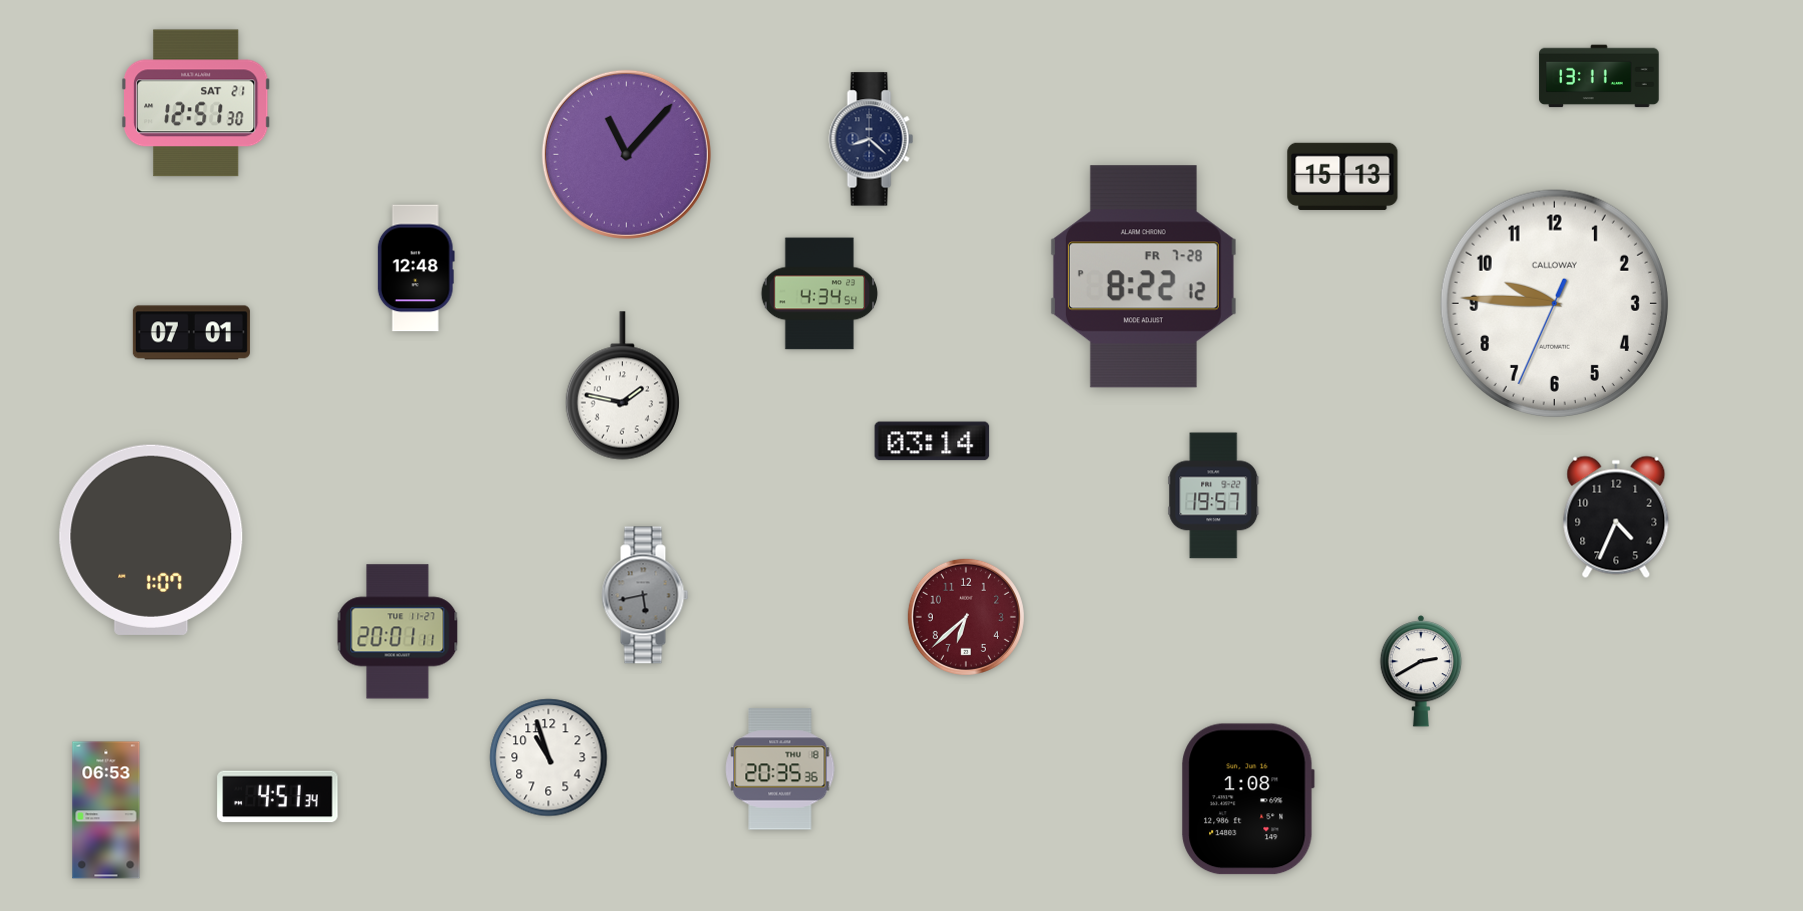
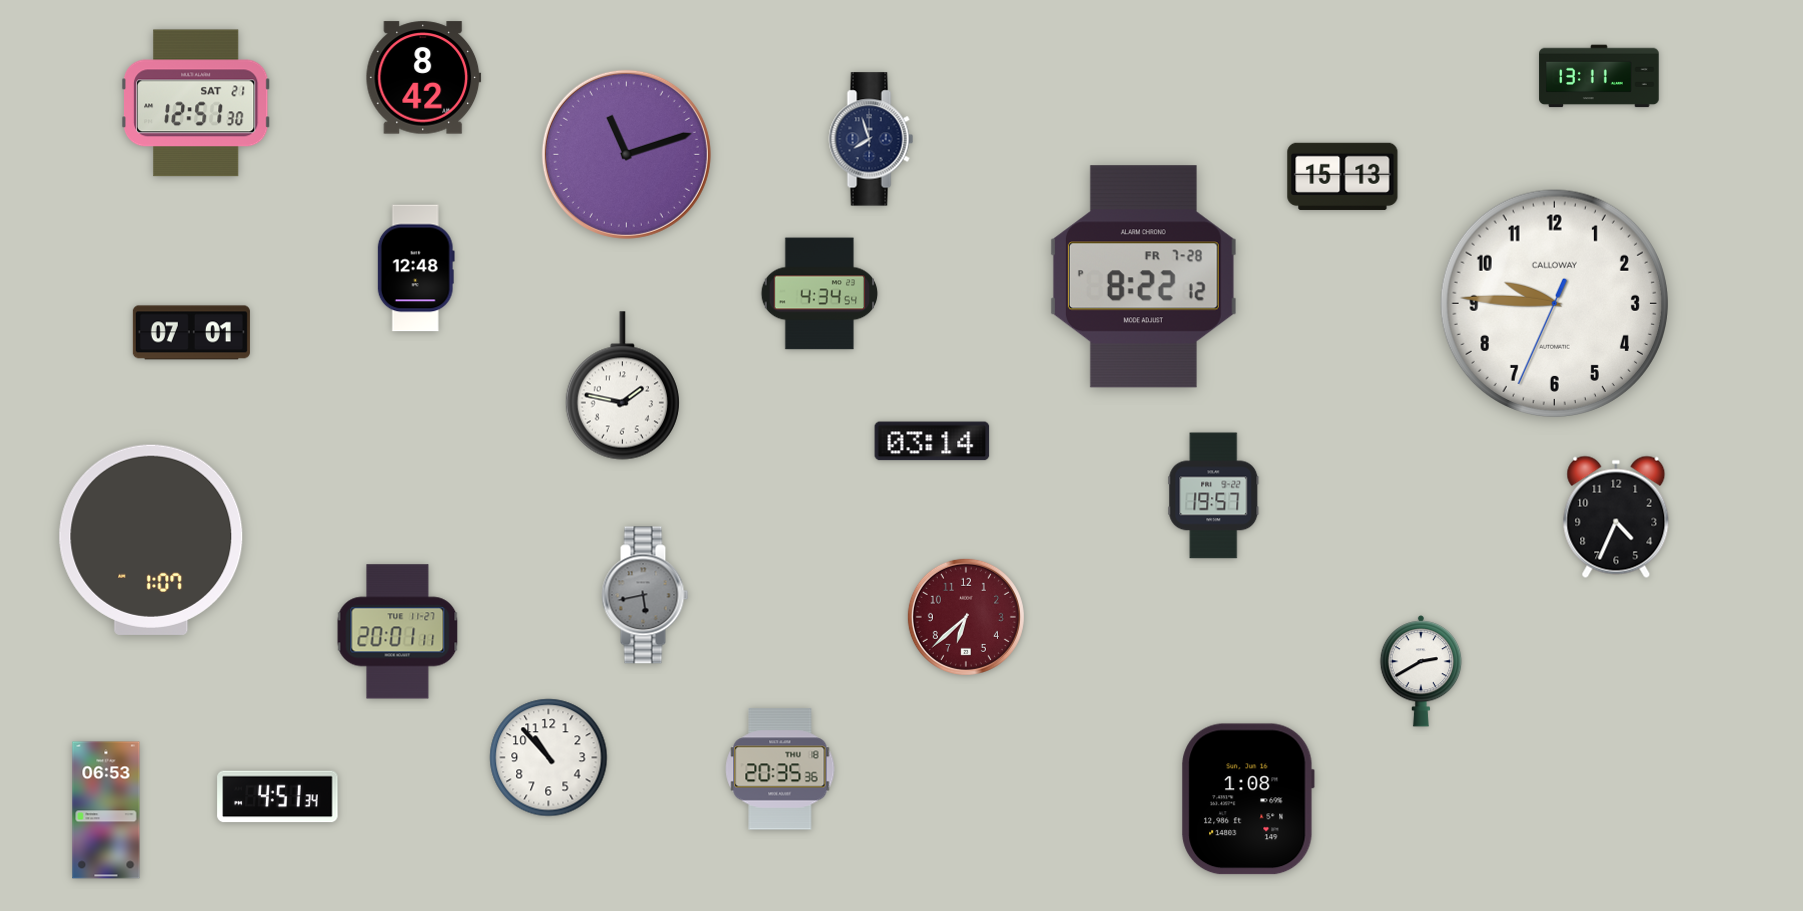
clock at (424, 78): none -> 8:42
clock at (871, 139): 8:22 -> 7:57
clock at (626, 154): 11:07 -> 11:12
clock at (549, 758): 10:57 -> 10:53
